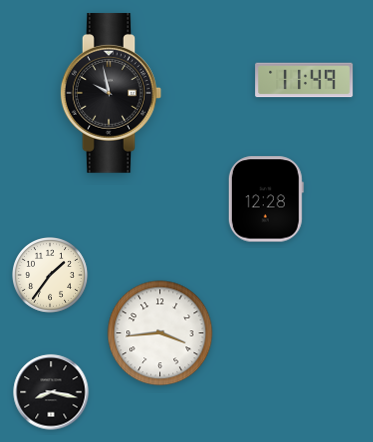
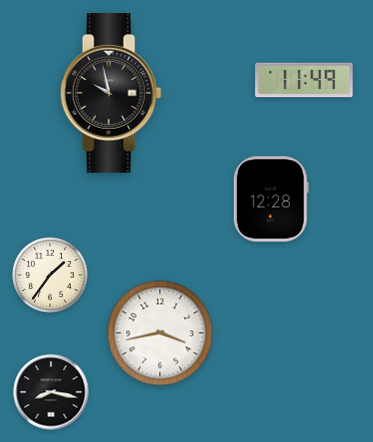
clock at (266, 199) position: (266, 199) -> (271, 199)
clock at (160, 333): 3:44 -> 3:43
